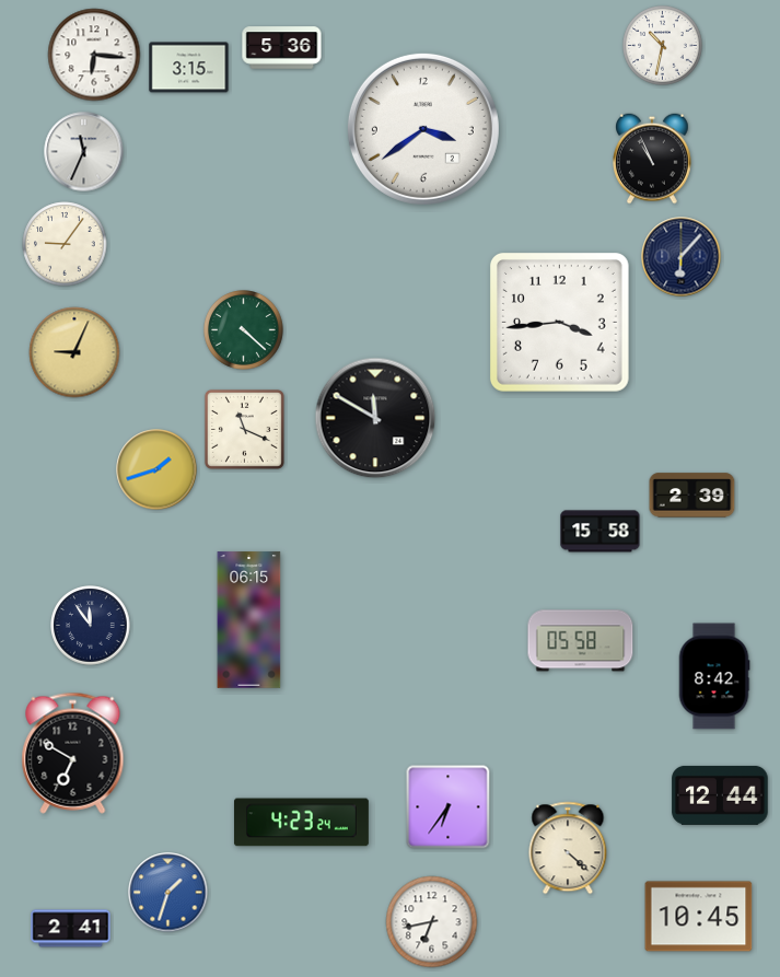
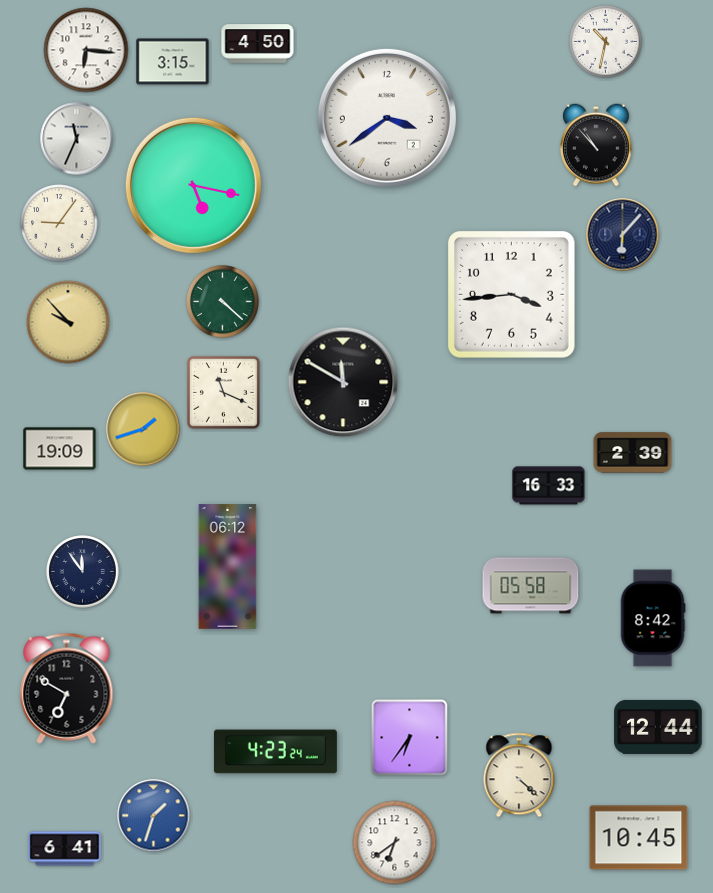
clock at (282, 48): 5:36 -> 4:50
clock at (653, 159): 10:56 -> 10:53
clock at (193, 185): none -> 5:17
clock at (74, 352): 9:04 -> 9:53
clock at (60, 449): none -> 19:09
clock at (601, 532): 15:58 -> 16:33
clock at (249, 620): 06:15 -> 06:12
clock at (432, 922): 6:43 -> 6:39
clock at (71, 929): 2:41 -> 6:41
